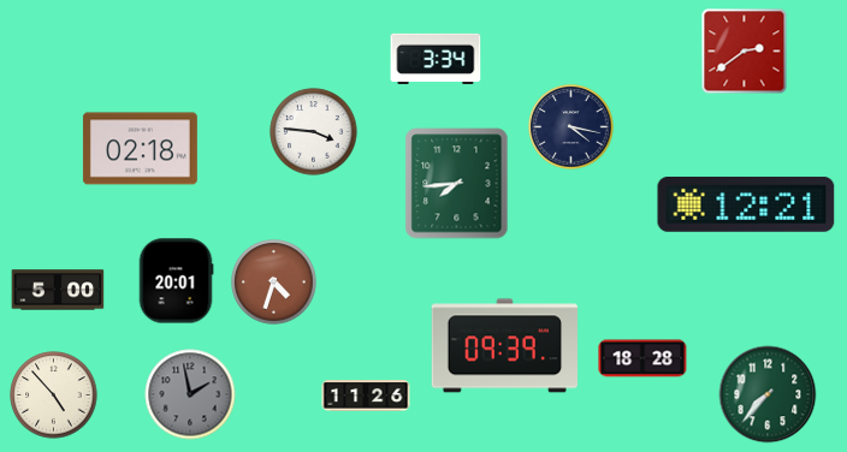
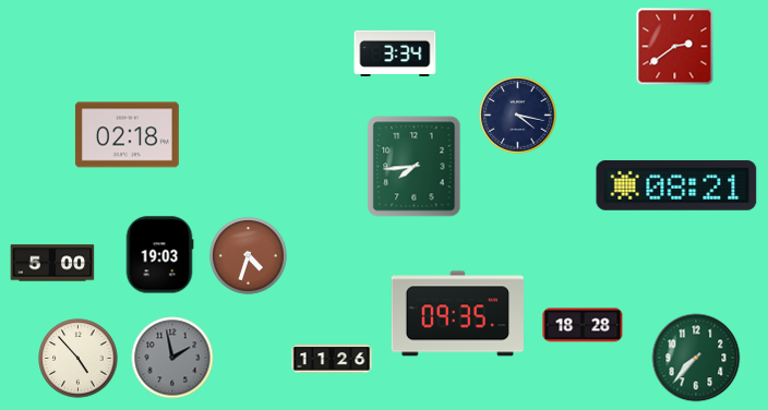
clock at (314, 132): 3:46 -> none
clock at (746, 204): 12:21 -> 08:21
clock at (176, 281): 20:01 -> 19:03
clock at (504, 346): 09:39 -> 09:35
clock at (54, 395) position: (54, 395) -> (79, 359)
